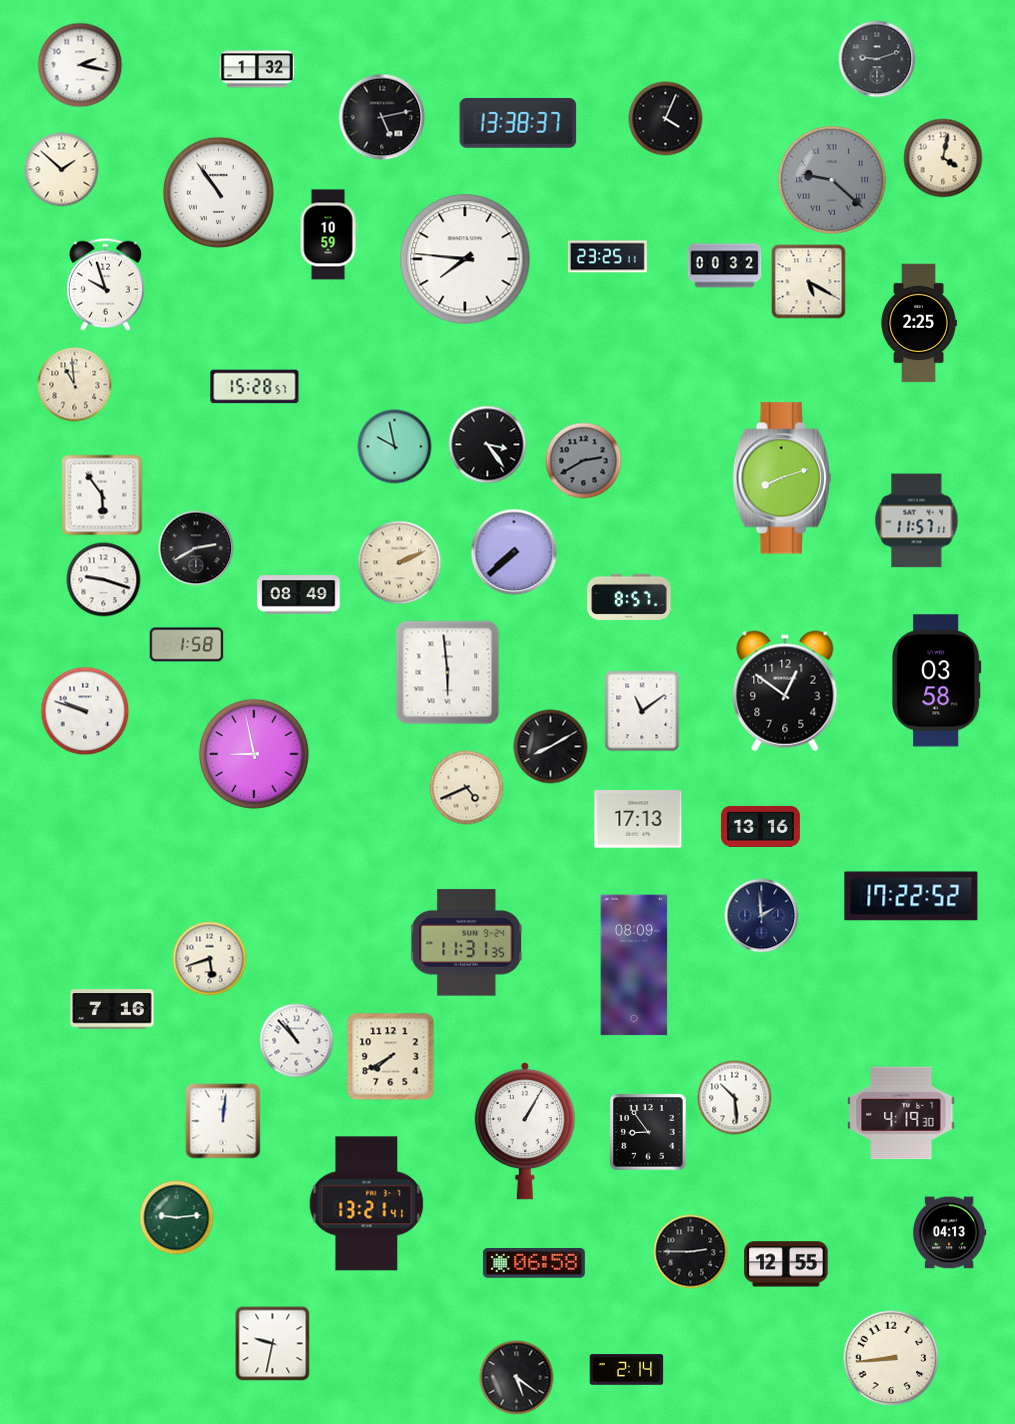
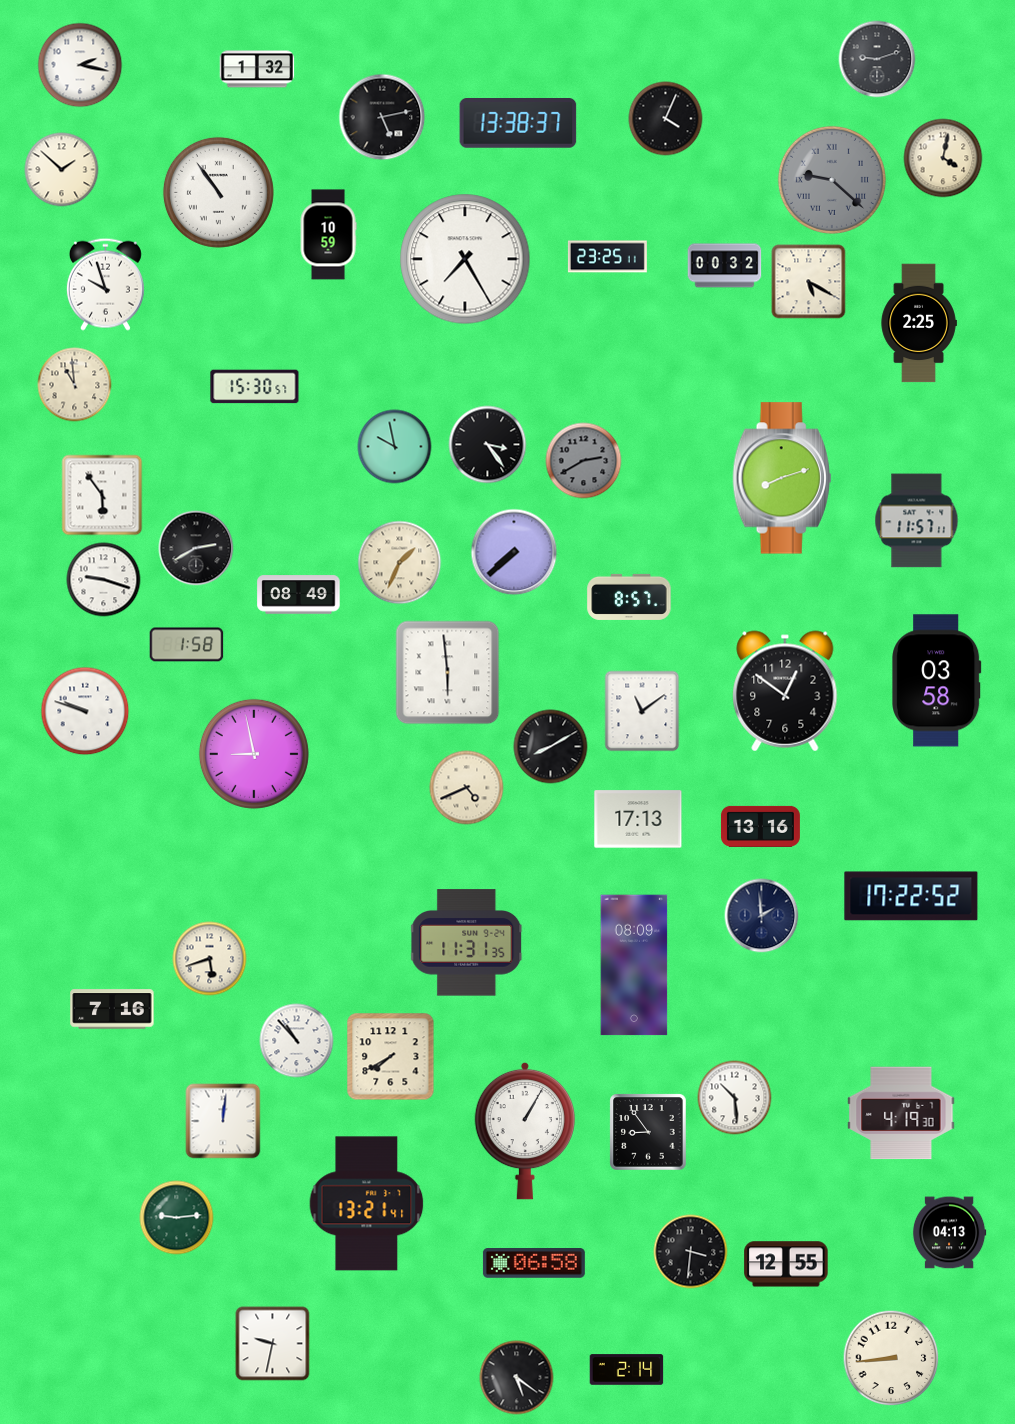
clock at (465, 259): 7:46 -> 7:25
clock at (255, 387): 15:28 -> 15:30
clock at (400, 563): 2:11 -> 1:34
clock at (691, 1252): 2:45 -> 3:31
